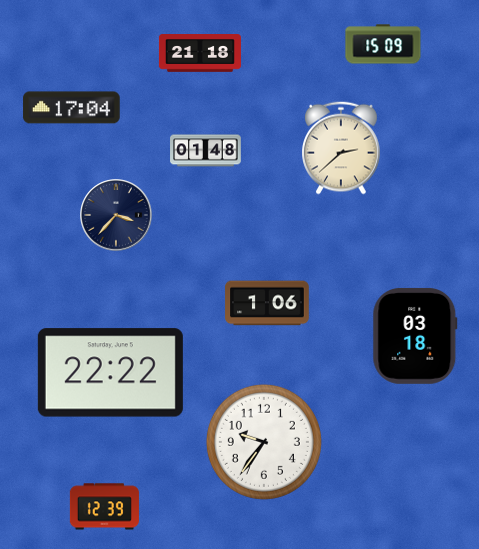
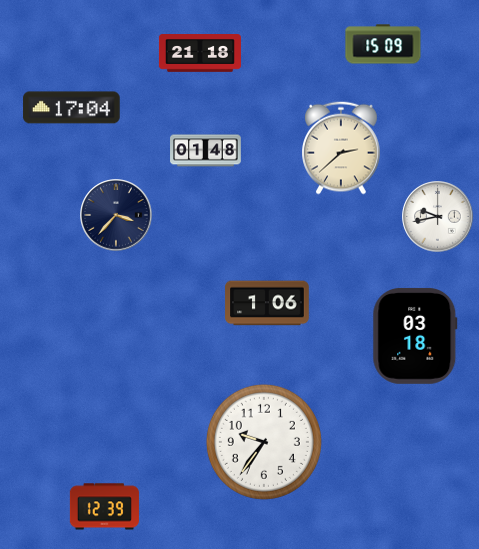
clock at (438, 217): none -> 9:43
clock at (110, 373): 22:22 -> none
